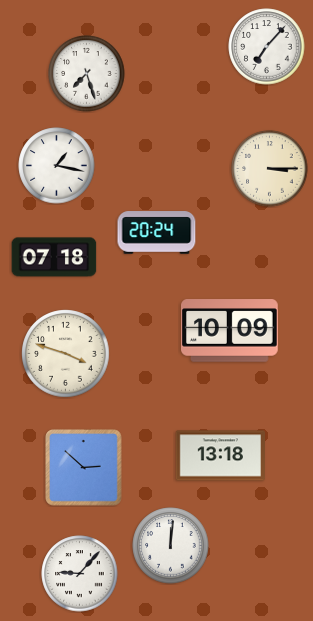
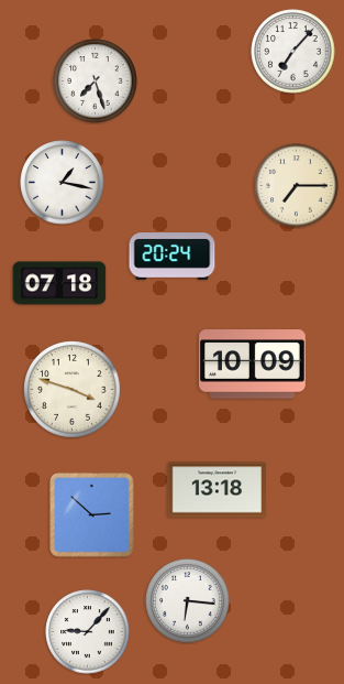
clock at (270, 169): 3:15 -> 7:15
clock at (220, 456) position: (220, 456) -> (217, 490)
clock at (171, 546): 12:01 -> 6:16
